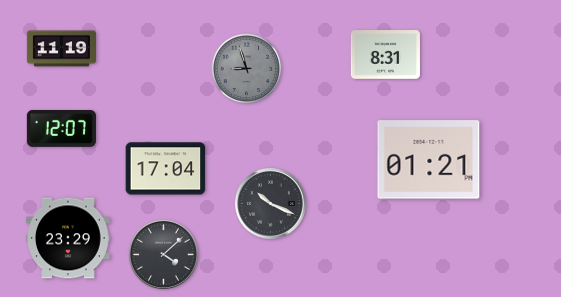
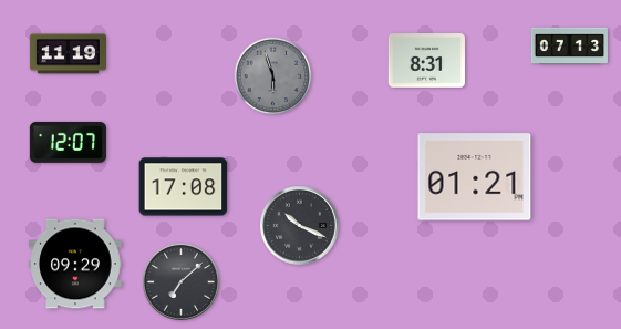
clock at (569, 47): none -> 07:13
clock at (247, 69): 8:57 -> 5:57
clock at (166, 169): 17:04 -> 17:08
clock at (68, 238): 23:29 -> 09:29
clock at (163, 254): 4:08 -> 7:08
